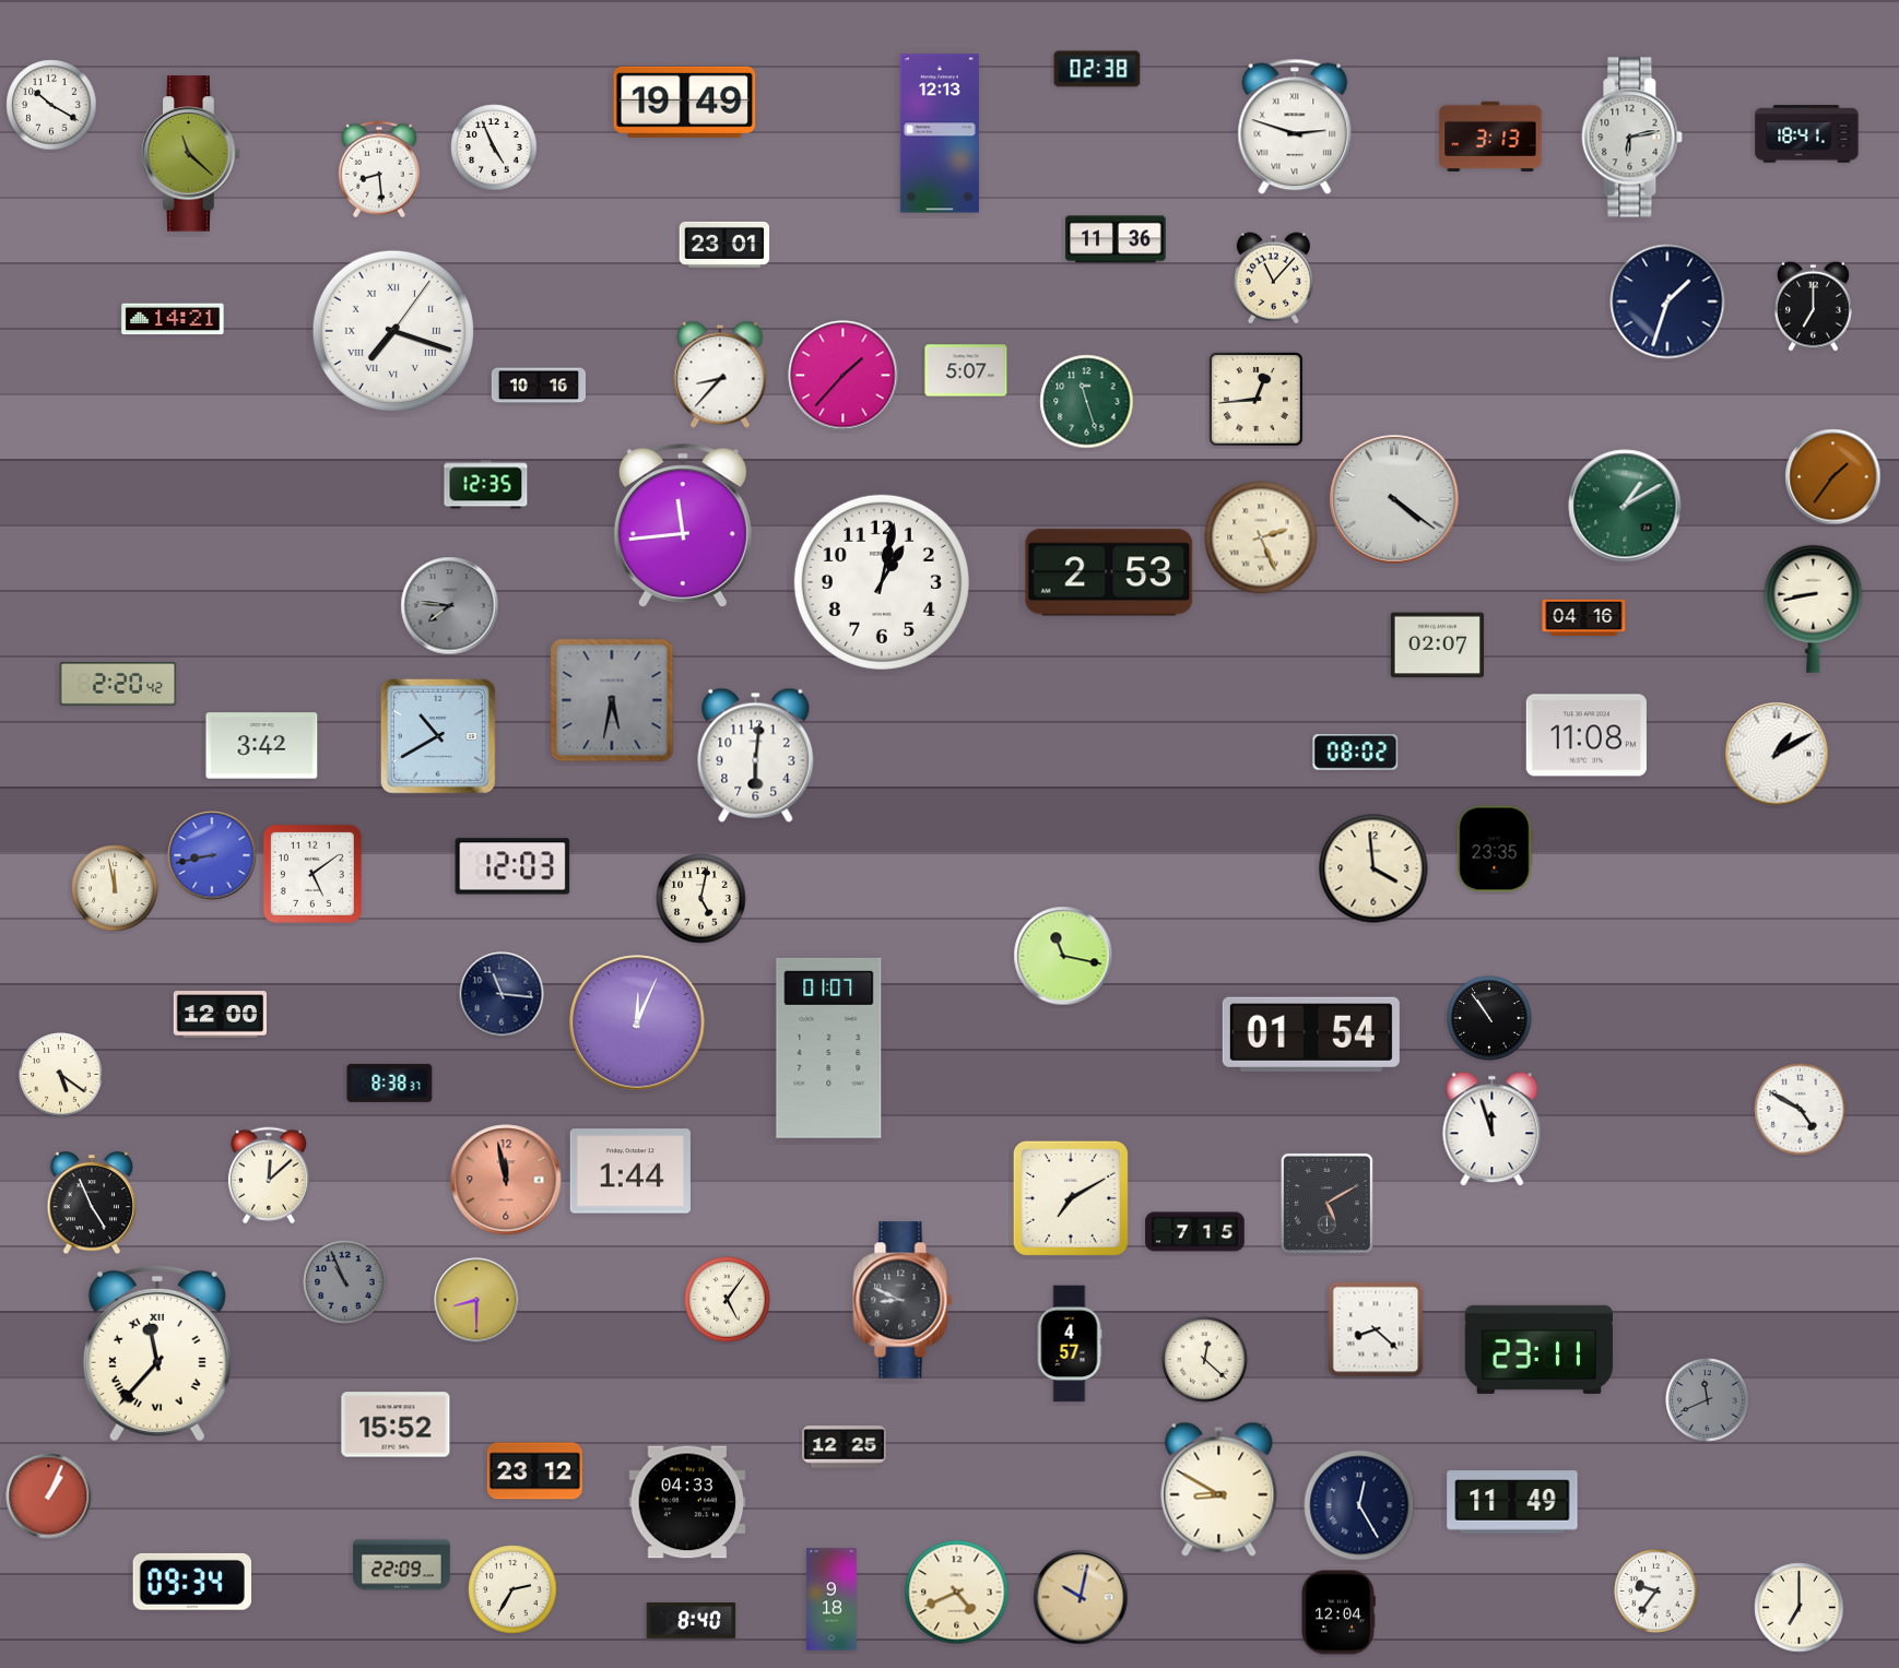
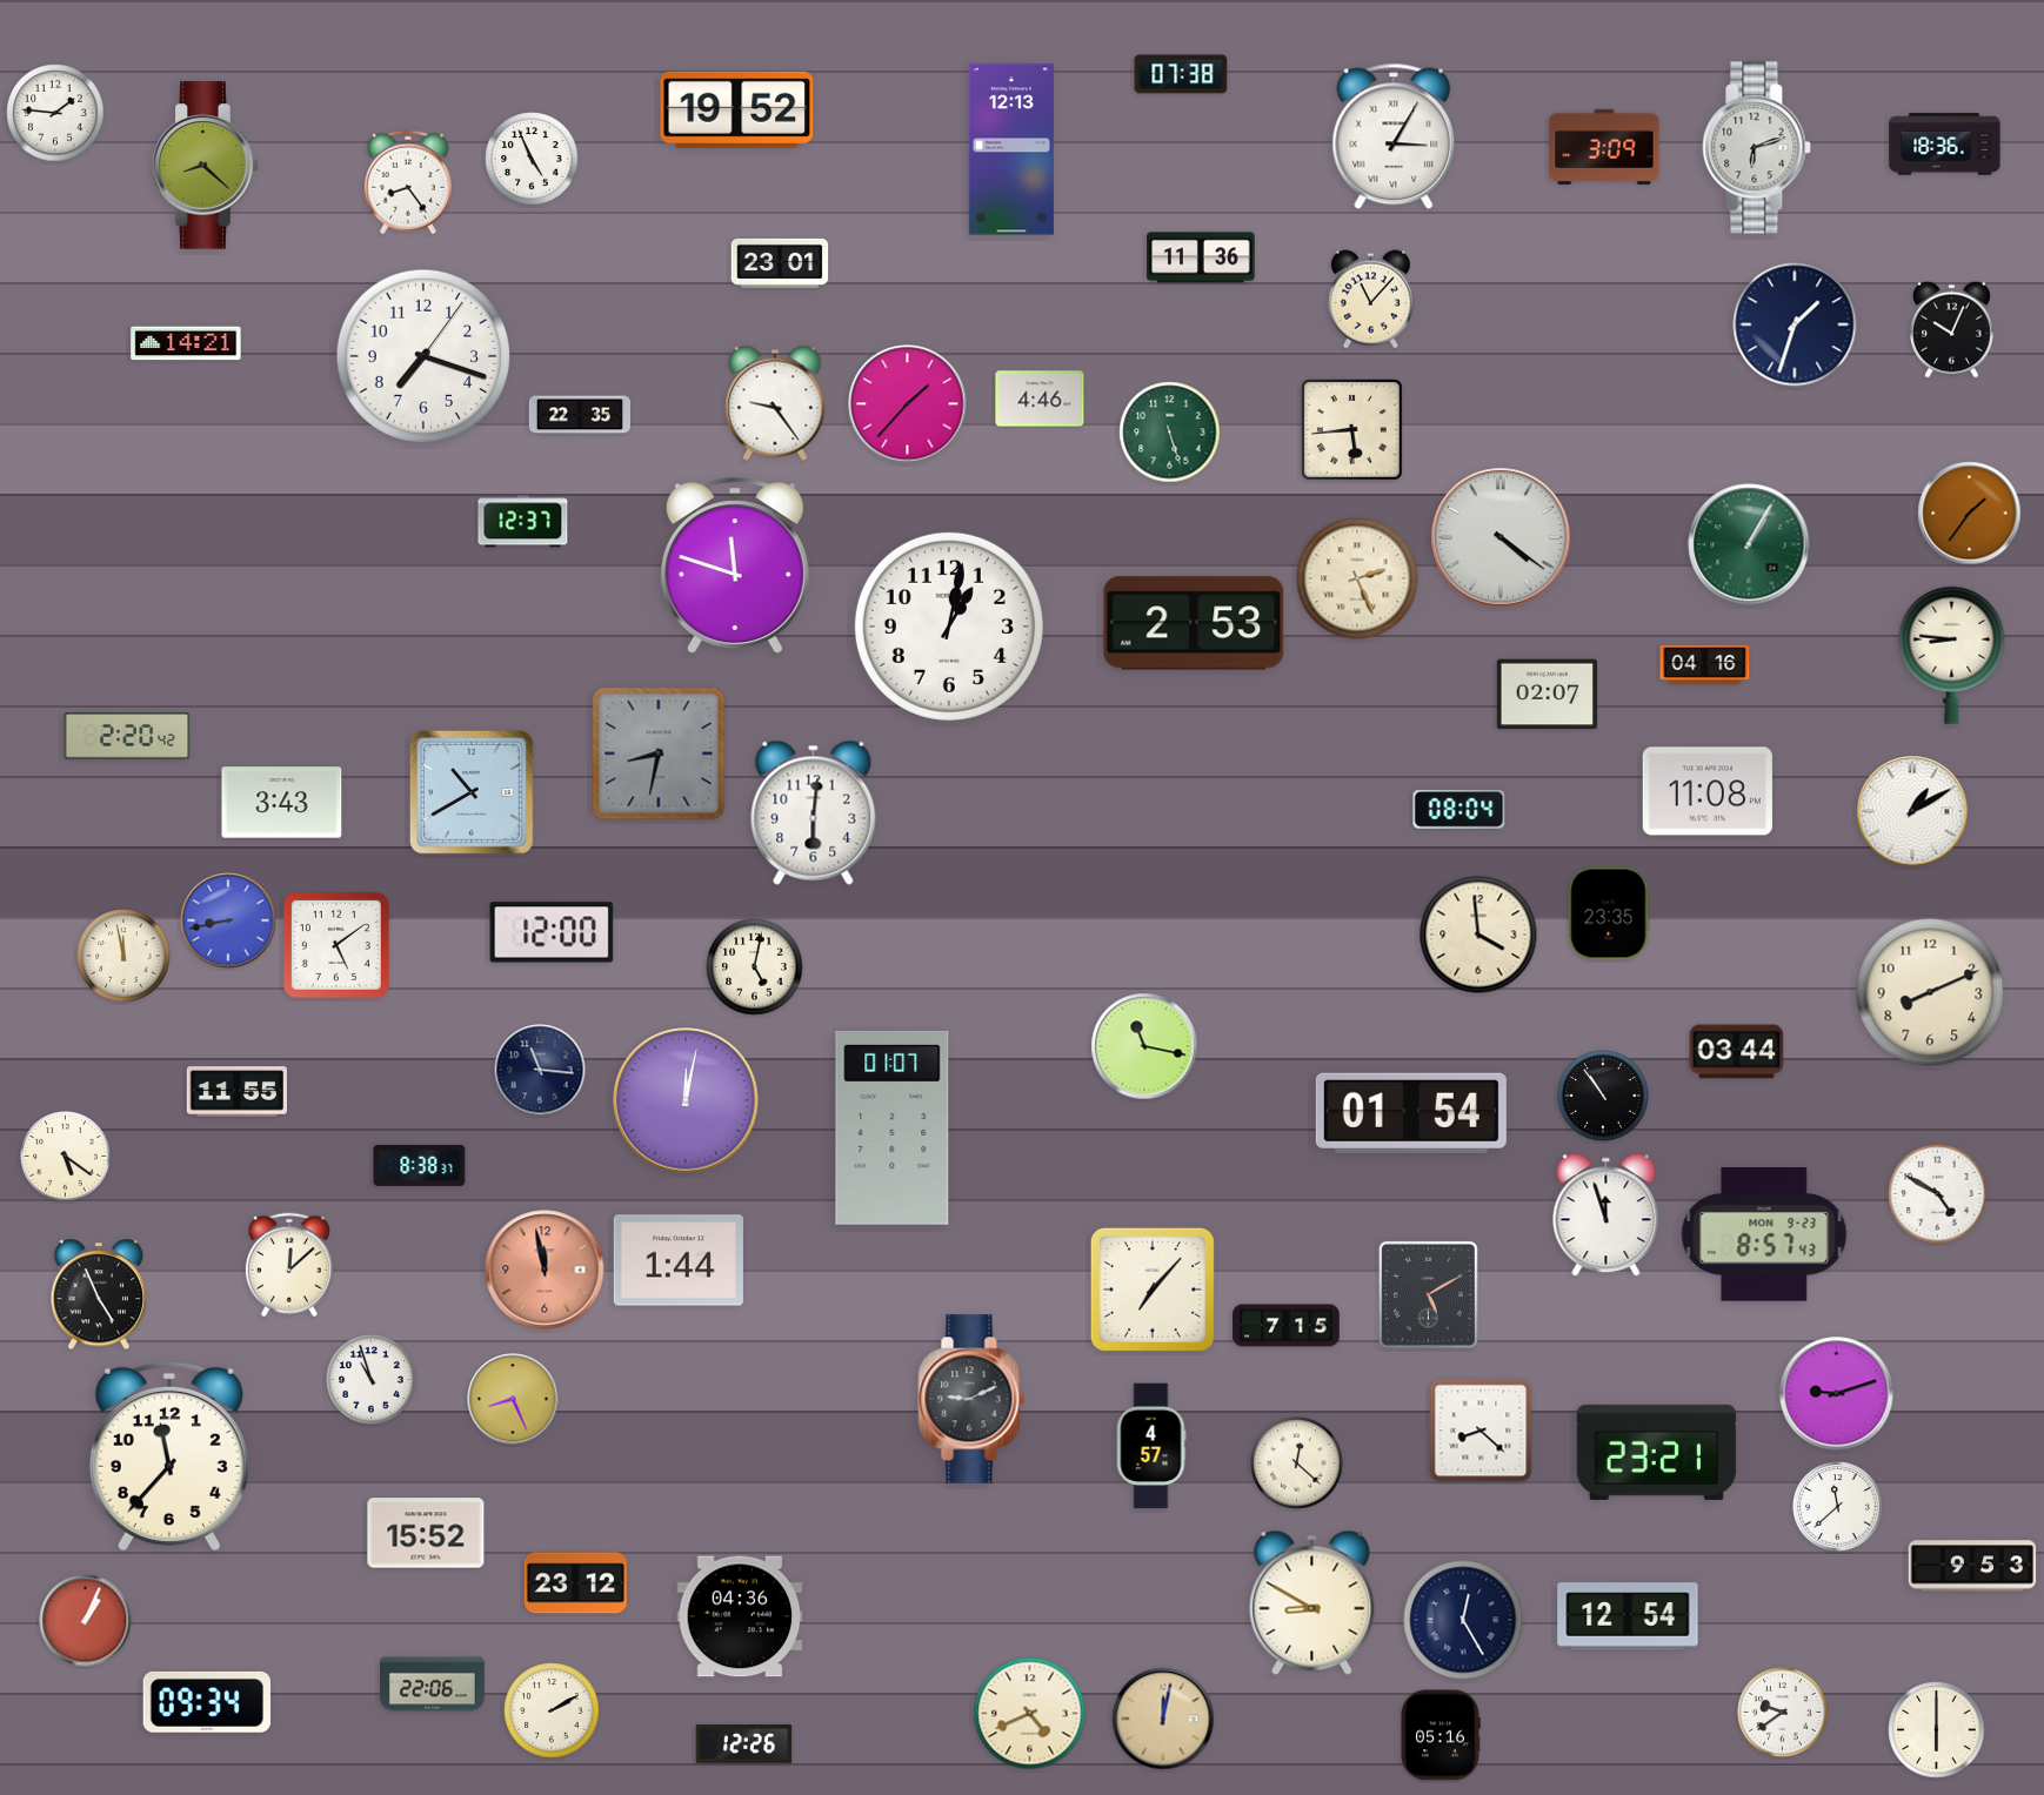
clock at (1097, 69): 02:38 -> 07:38
clock at (685, 102): 19:49 -> 19:52
clock at (51, 105): 10:20 -> 1:46
clock at (1295, 127): 2:48 -> 3:05
clock at (940, 133) position: (940, 133) -> (1011, 149)
clock at (1807, 134): 18:41 -> 18:36
clock at (1490, 137): 3:13 -> 3:09
clock at (1632, 138): 6:13 -> 6:12
clock at (191, 154): 11:22 -> 8:22
clock at (379, 169): 8:29 -> 8:24
clock at (1814, 306): 7:00 -> 10:04
clock at (393, 331) numerals: Roman -> Arabic
clock at (966, 370): 5:07 -> 4:46
clock at (720, 375): 8:37 -> 9:24
clock at (539, 386): 10:16 -> 22:35
clock at (1257, 400): 12:44 -> 5:44
clock at (1087, 402): 11:27 -> 5:27
clock at (1833, 477) position: (1833, 477) -> (1970, 514)
clock at (486, 485): 12:35 -> 12:37
clock at (1625, 506): 1:10 -> 1:05
clock at (683, 527): 11:44 -> 11:48
clock at (1109, 572) position: (1109, 572) -> (1194, 623)
clock at (450, 606): 7:46 -> none
clock at (1814, 608): 8:43 -> 8:46
clock at (612, 700): 5:32 -> 8:32
clock at (262, 746): 3:42 -> 3:43
clock at (1356, 753): 08:02 -> 08:04
clock at (512, 866): 12:03 -> 12:00
clock at (312, 874) position: (312, 874) -> (336, 945)
clock at (1930, 992): none -> 8:11
clock at (1063, 956) position: (1063, 956) -> (1144, 1046)
clock at (1737, 1052): none -> 03:44
clock at (220, 1015): 12:00 -> 11:55
clock at (637, 1022): 12:04 -> 12:02
clock at (1764, 1234): none -> 8:57
clock at (1071, 1198): 7:10 -> 7:07
clock at (345, 1282): 10:56 -> 10:57
clock at (345, 1282) dial: grey -> white
clock at (1837, 1394): none -> 9:12
clock at (476, 1300): 8:30 -> 8:26
clock at (728, 1300): 5:06 -> none
clock at (903, 1300): 8:49 -> 9:11
clock at (1538, 1349): 23:11 -> 23:21
clock at (157, 1353) numerals: Roman -> Arabic
clock at (1708, 1400): 11:41 -> 11:38
clock at (1708, 1400) dial: grey -> white
clock at (845, 1447): 12:25 -> none
clock at (1972, 1566): none -> 9:53
clock at (49, 1497) position: (49, 1497) -> (86, 1621)
clock at (687, 1502): 04:33 -> 04:36
clock at (1512, 1502): 11:49 -> 12:54
clock at (402, 1565): 22:09 -> 22:06
clock at (512, 1589): 2:35 -> 2:10
clock at (1656, 1592): 9:36 -> 9:39
clock at (1081, 1597): 10:02 -> 12:02
clock at (833, 1599): 9:18 -> none
clock at (1800, 1608): 7:00 -> 6:00
clock at (1338, 1612): 12:04 -> 05:16
clock at (692, 1621): 8:40 -> 12:26
